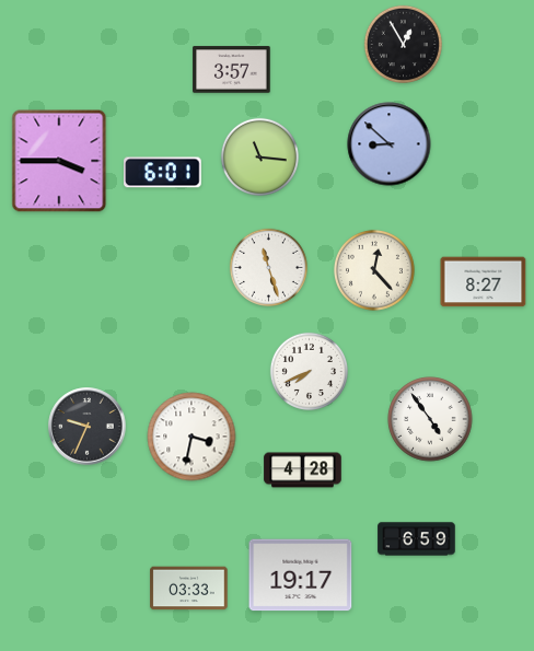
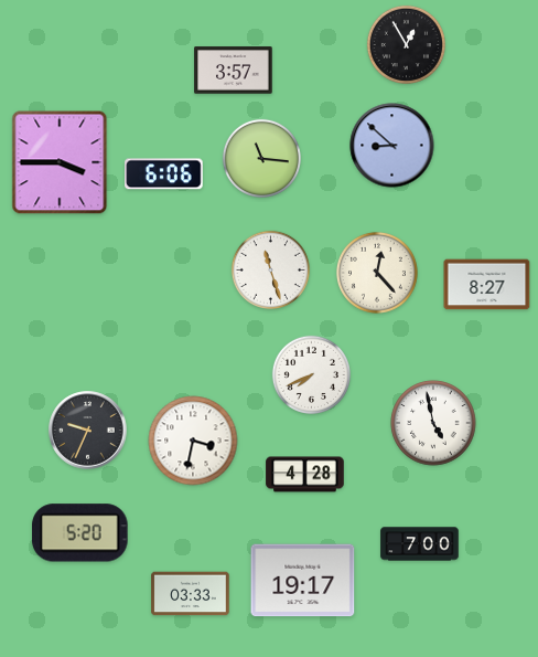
clock at (163, 173): 6:01 -> 6:06
clock at (430, 419): 4:54 -> 4:58
clock at (80, 533): none -> 5:20
clock at (417, 539): 6:59 -> 7:00
